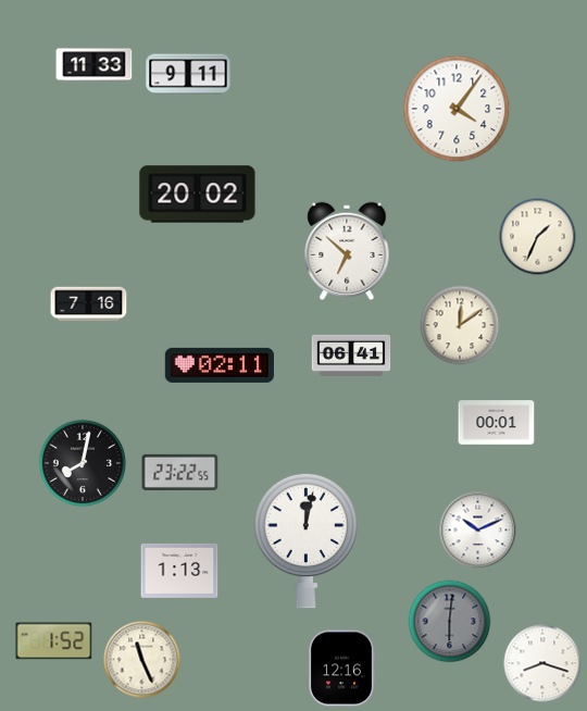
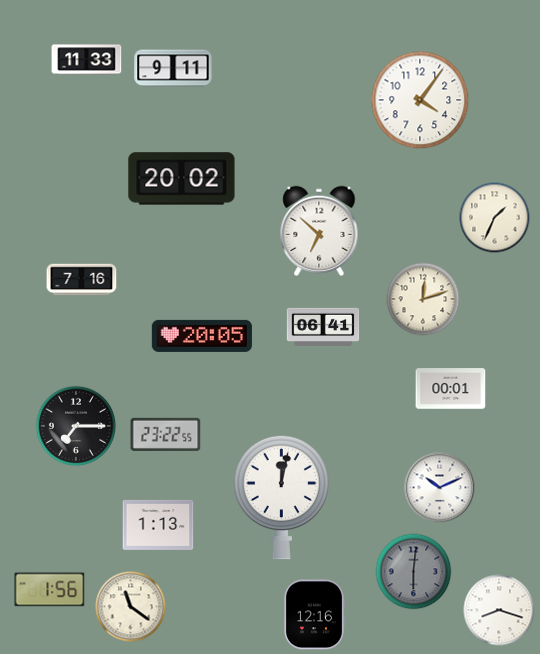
clock at (460, 325): 12:09 -> 12:12
clock at (220, 365): 02:11 -> 20:05
clock at (497, 423) position: (497, 423) -> (451, 389)
clock at (82, 462): 8:02 -> 7:15
clock at (179, 571) position: (179, 571) -> (158, 525)
clock at (54, 641): 1:52 -> 1:56
clock at (142, 660): 11:26 -> 11:21
